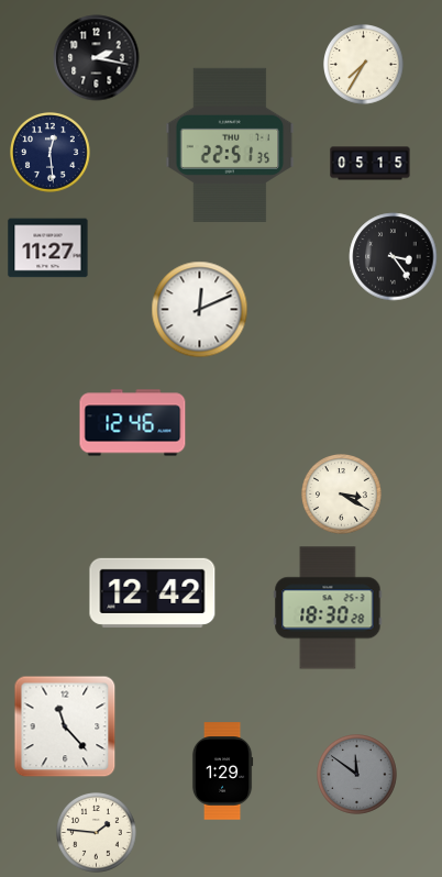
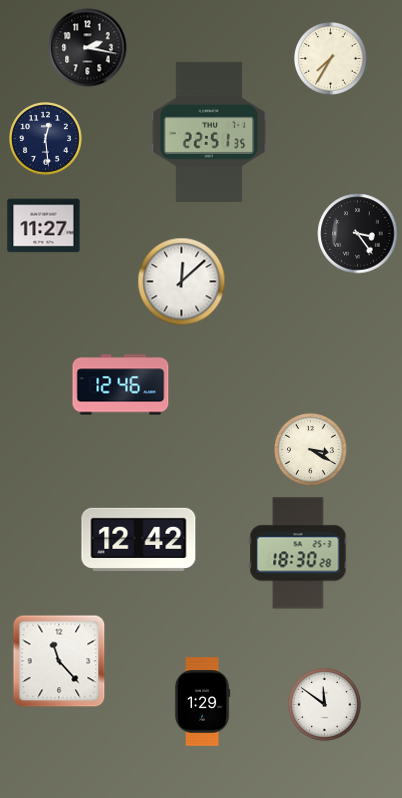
clock at (97, 58) position: (97, 58) -> (88, 48)
clock at (371, 164): 05:15 -> none
clock at (200, 310): 12:11 -> 12:08
clock at (357, 775) dial: grey -> white
clock at (97, 833): 1:46 -> none
